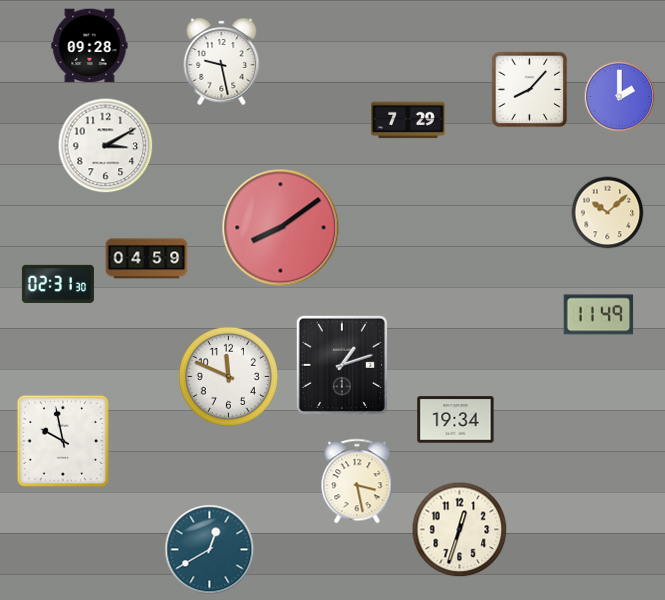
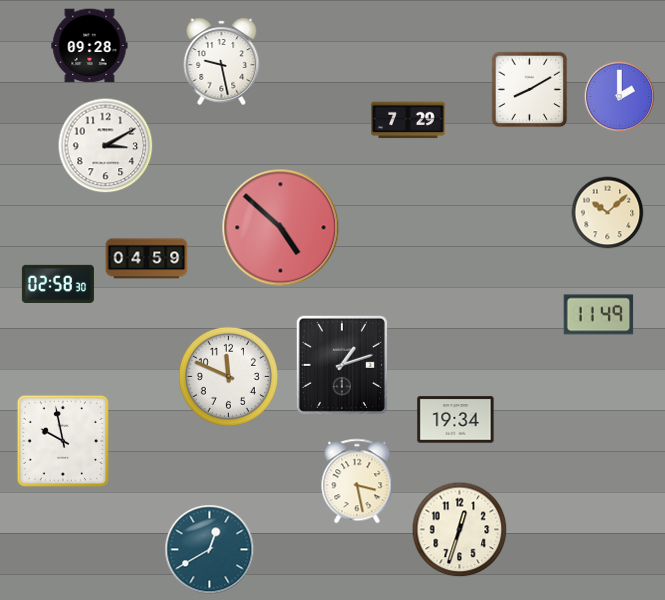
clock at (530, 90): 8:07 -> 8:10
clock at (281, 228): 8:09 -> 4:52
clock at (58, 284): 02:31 -> 02:58
